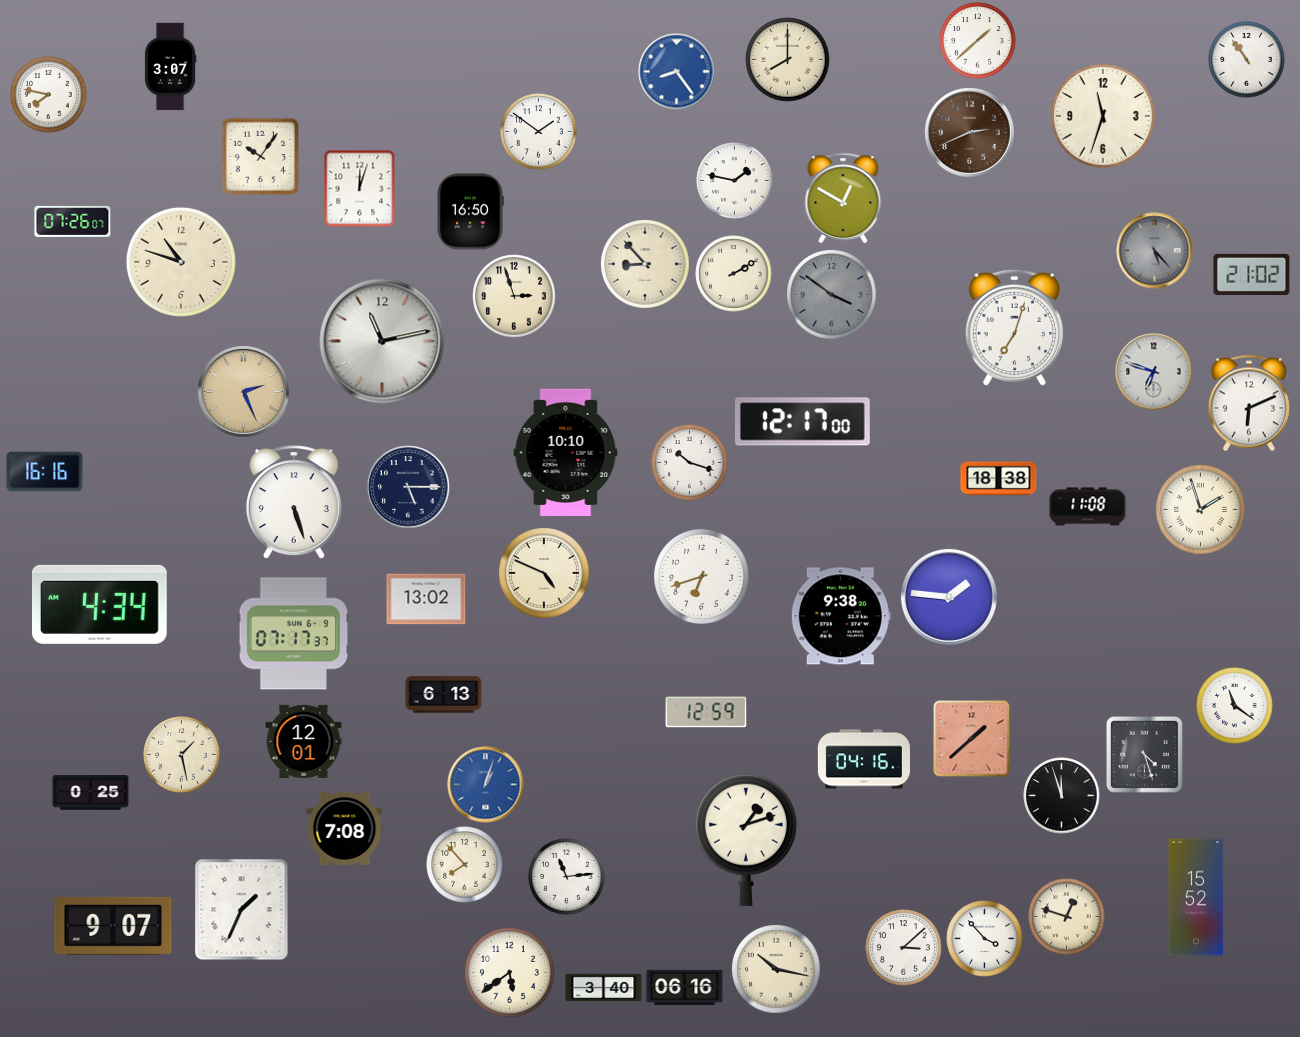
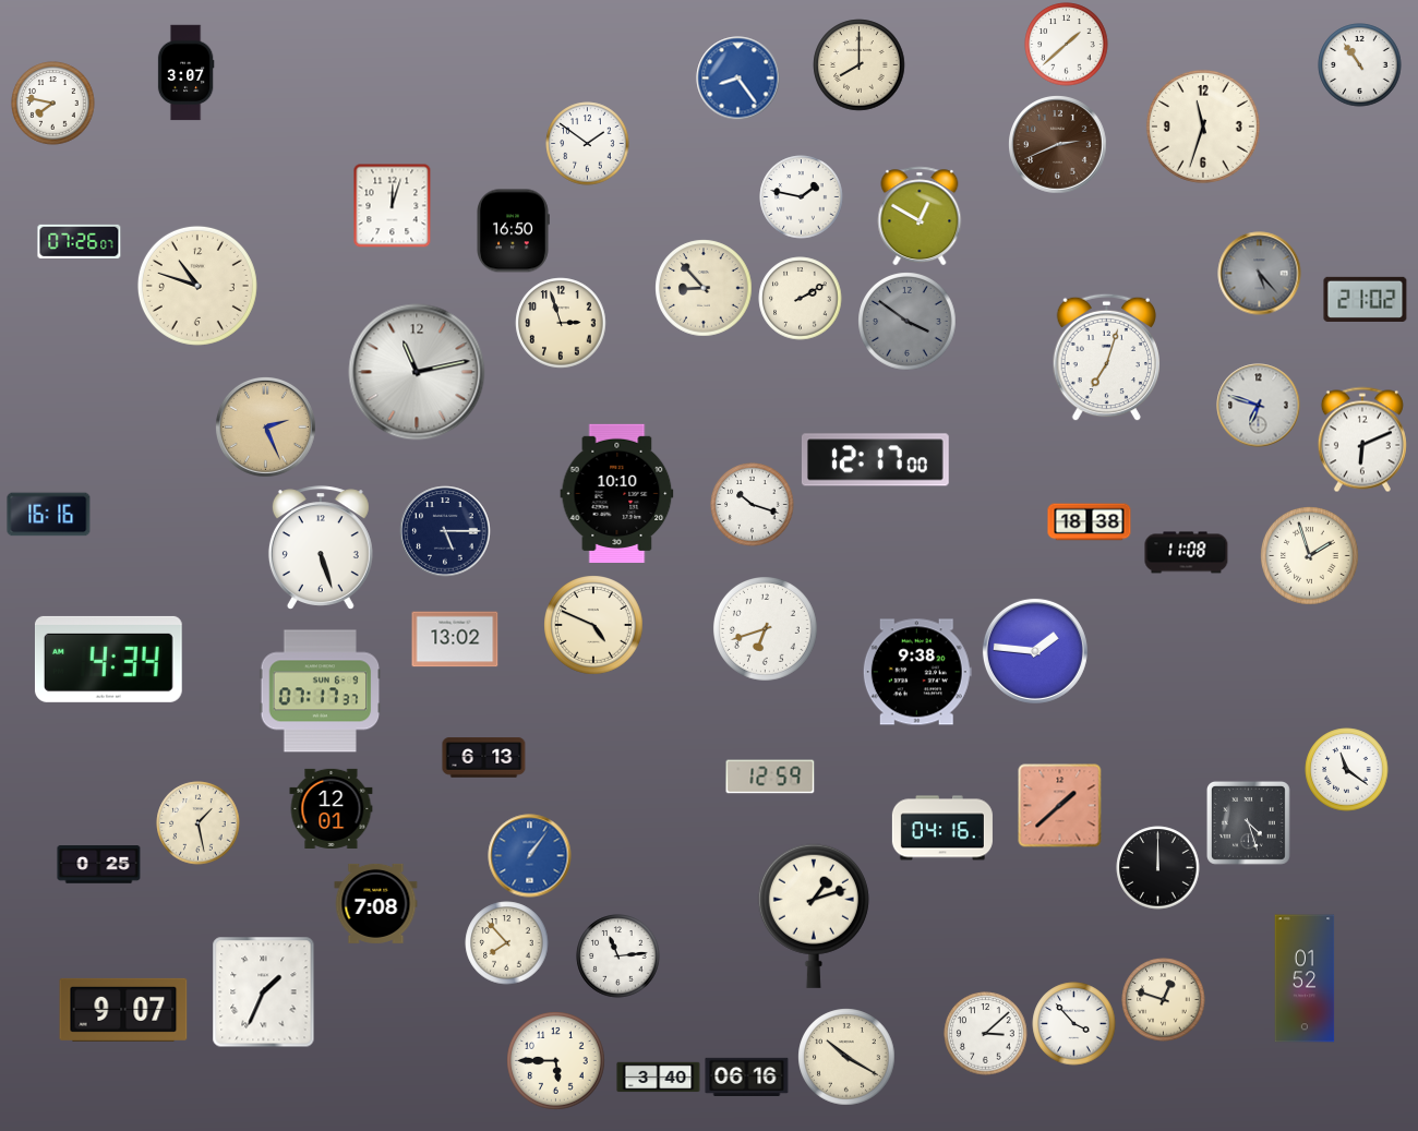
clock at (260, 156): 10:06 -> none
clock at (426, 599) position: (426, 599) -> (455, 639)
clock at (486, 785): 1:03 -> 1:06
clock at (1062, 796): 11:57 -> 12:00
clock at (1196, 897): 15:52 -> 01:52
clock at (776, 969): 10:17 -> 10:20
clock at (510, 973): 5:39 -> 5:45
